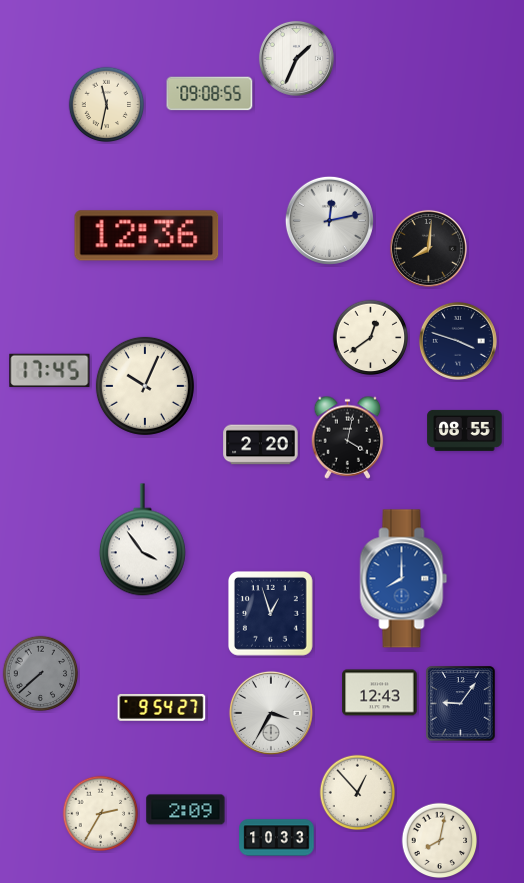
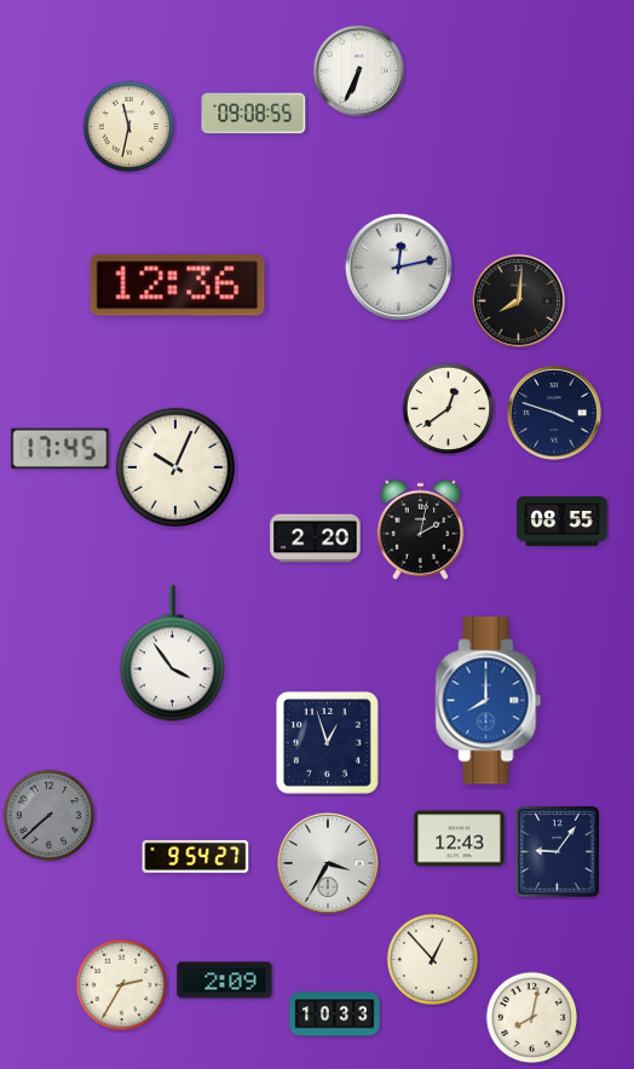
clock at (296, 58): 1:34 -> 6:34
clock at (348, 437): 4:02 -> 2:02
